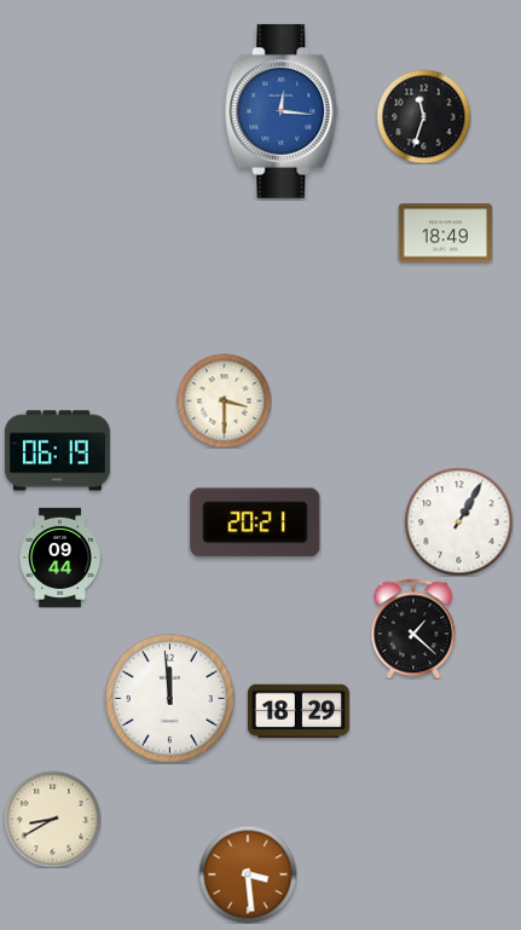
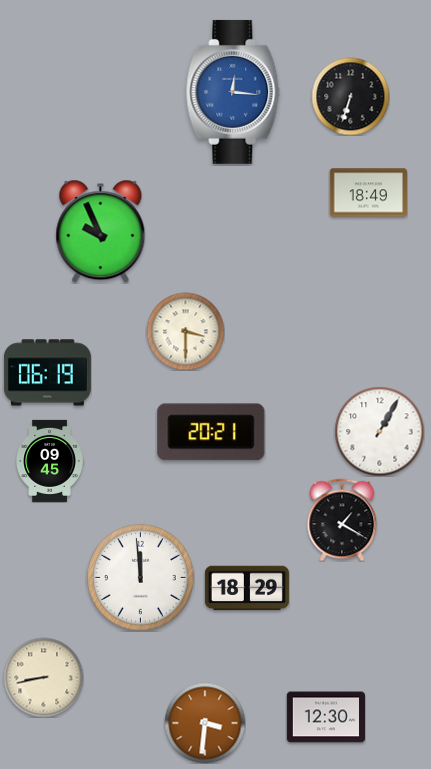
clock at (423, 116): 11:33 -> 6:33
clock at (101, 231): none -> 9:56
clock at (60, 558): 09:44 -> 09:45
clock at (413, 629): 1:22 -> 1:20
clock at (52, 819): 8:40 -> 8:43
clock at (325, 717): none -> 12:30
clock at (248, 874): 3:29 -> 3:31
